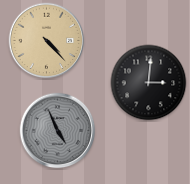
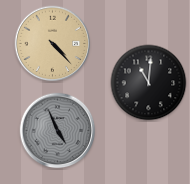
clock at (47, 41) position: (47, 41) -> (53, 44)
clock at (149, 83): 3:01 -> 11:01
